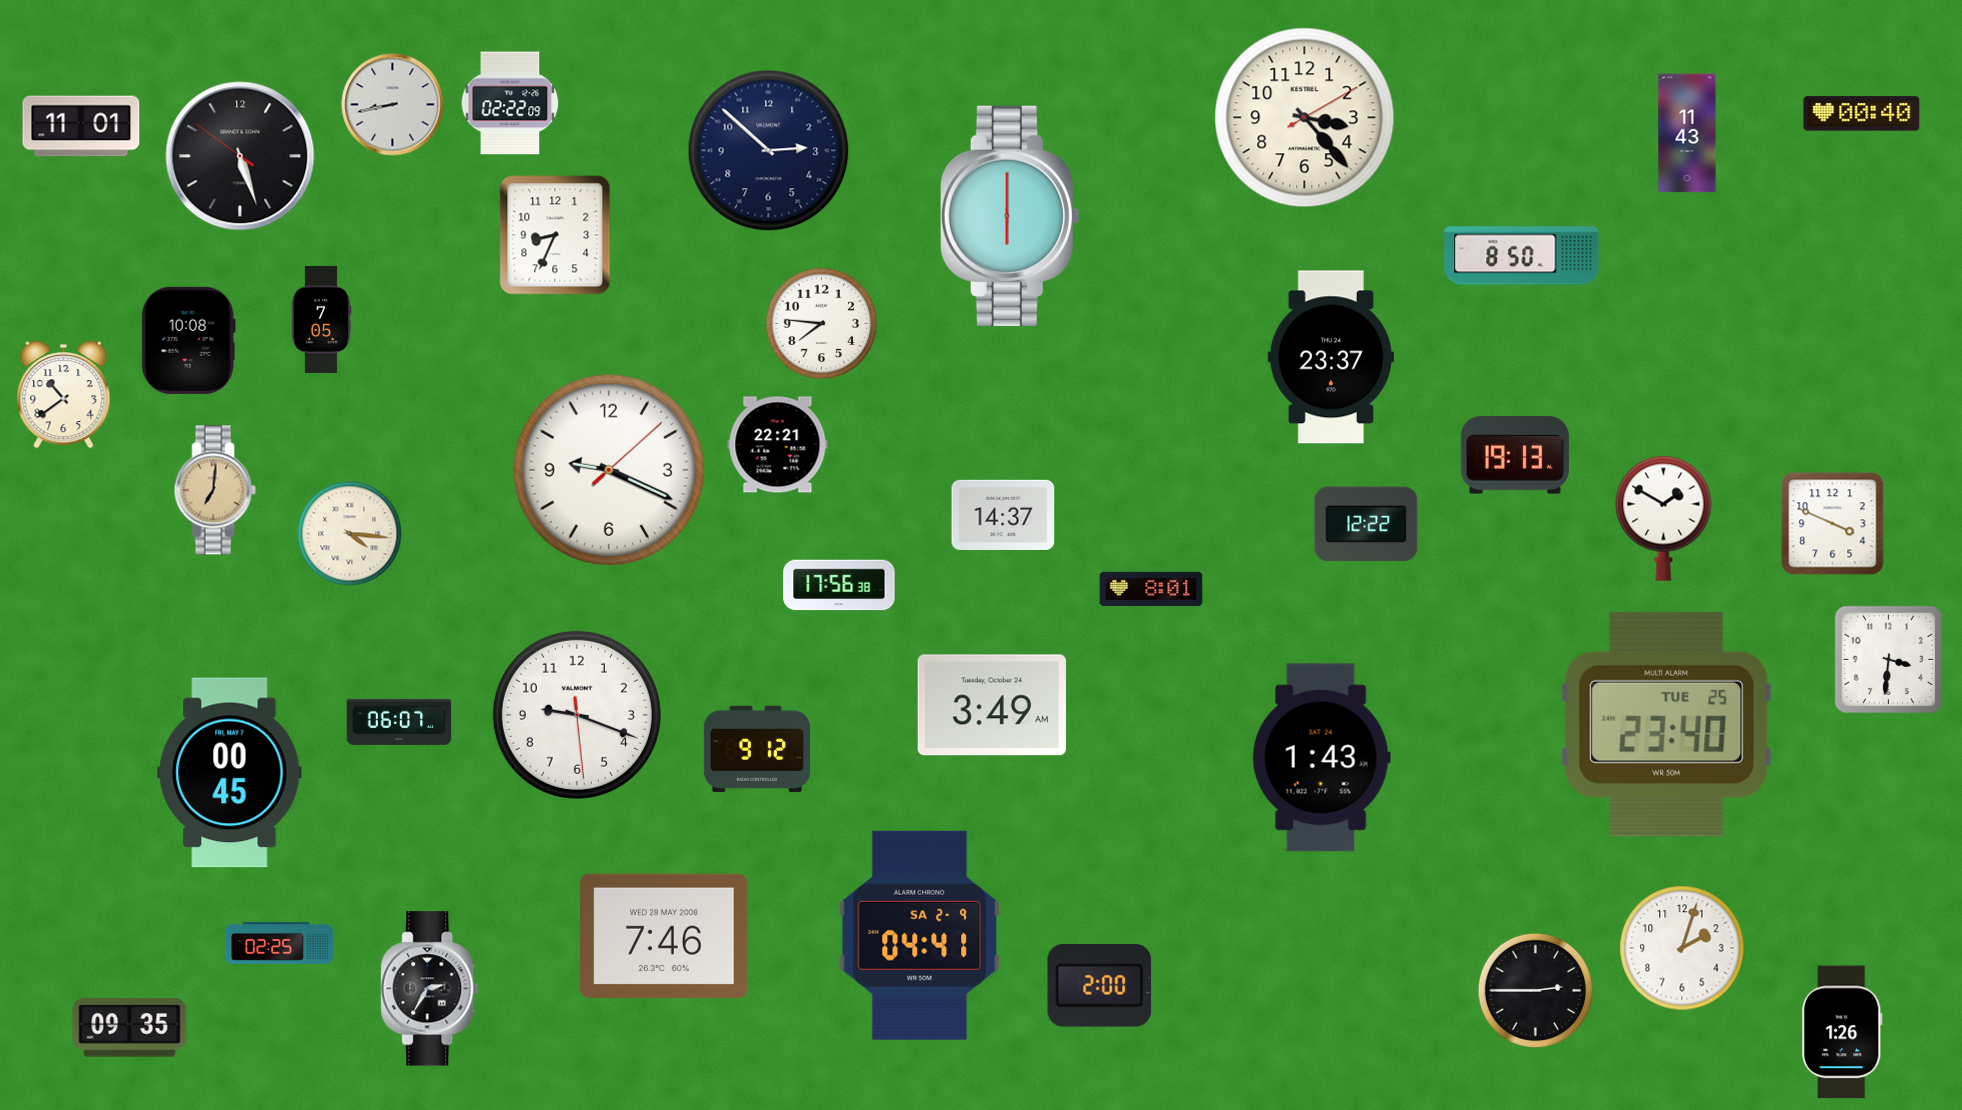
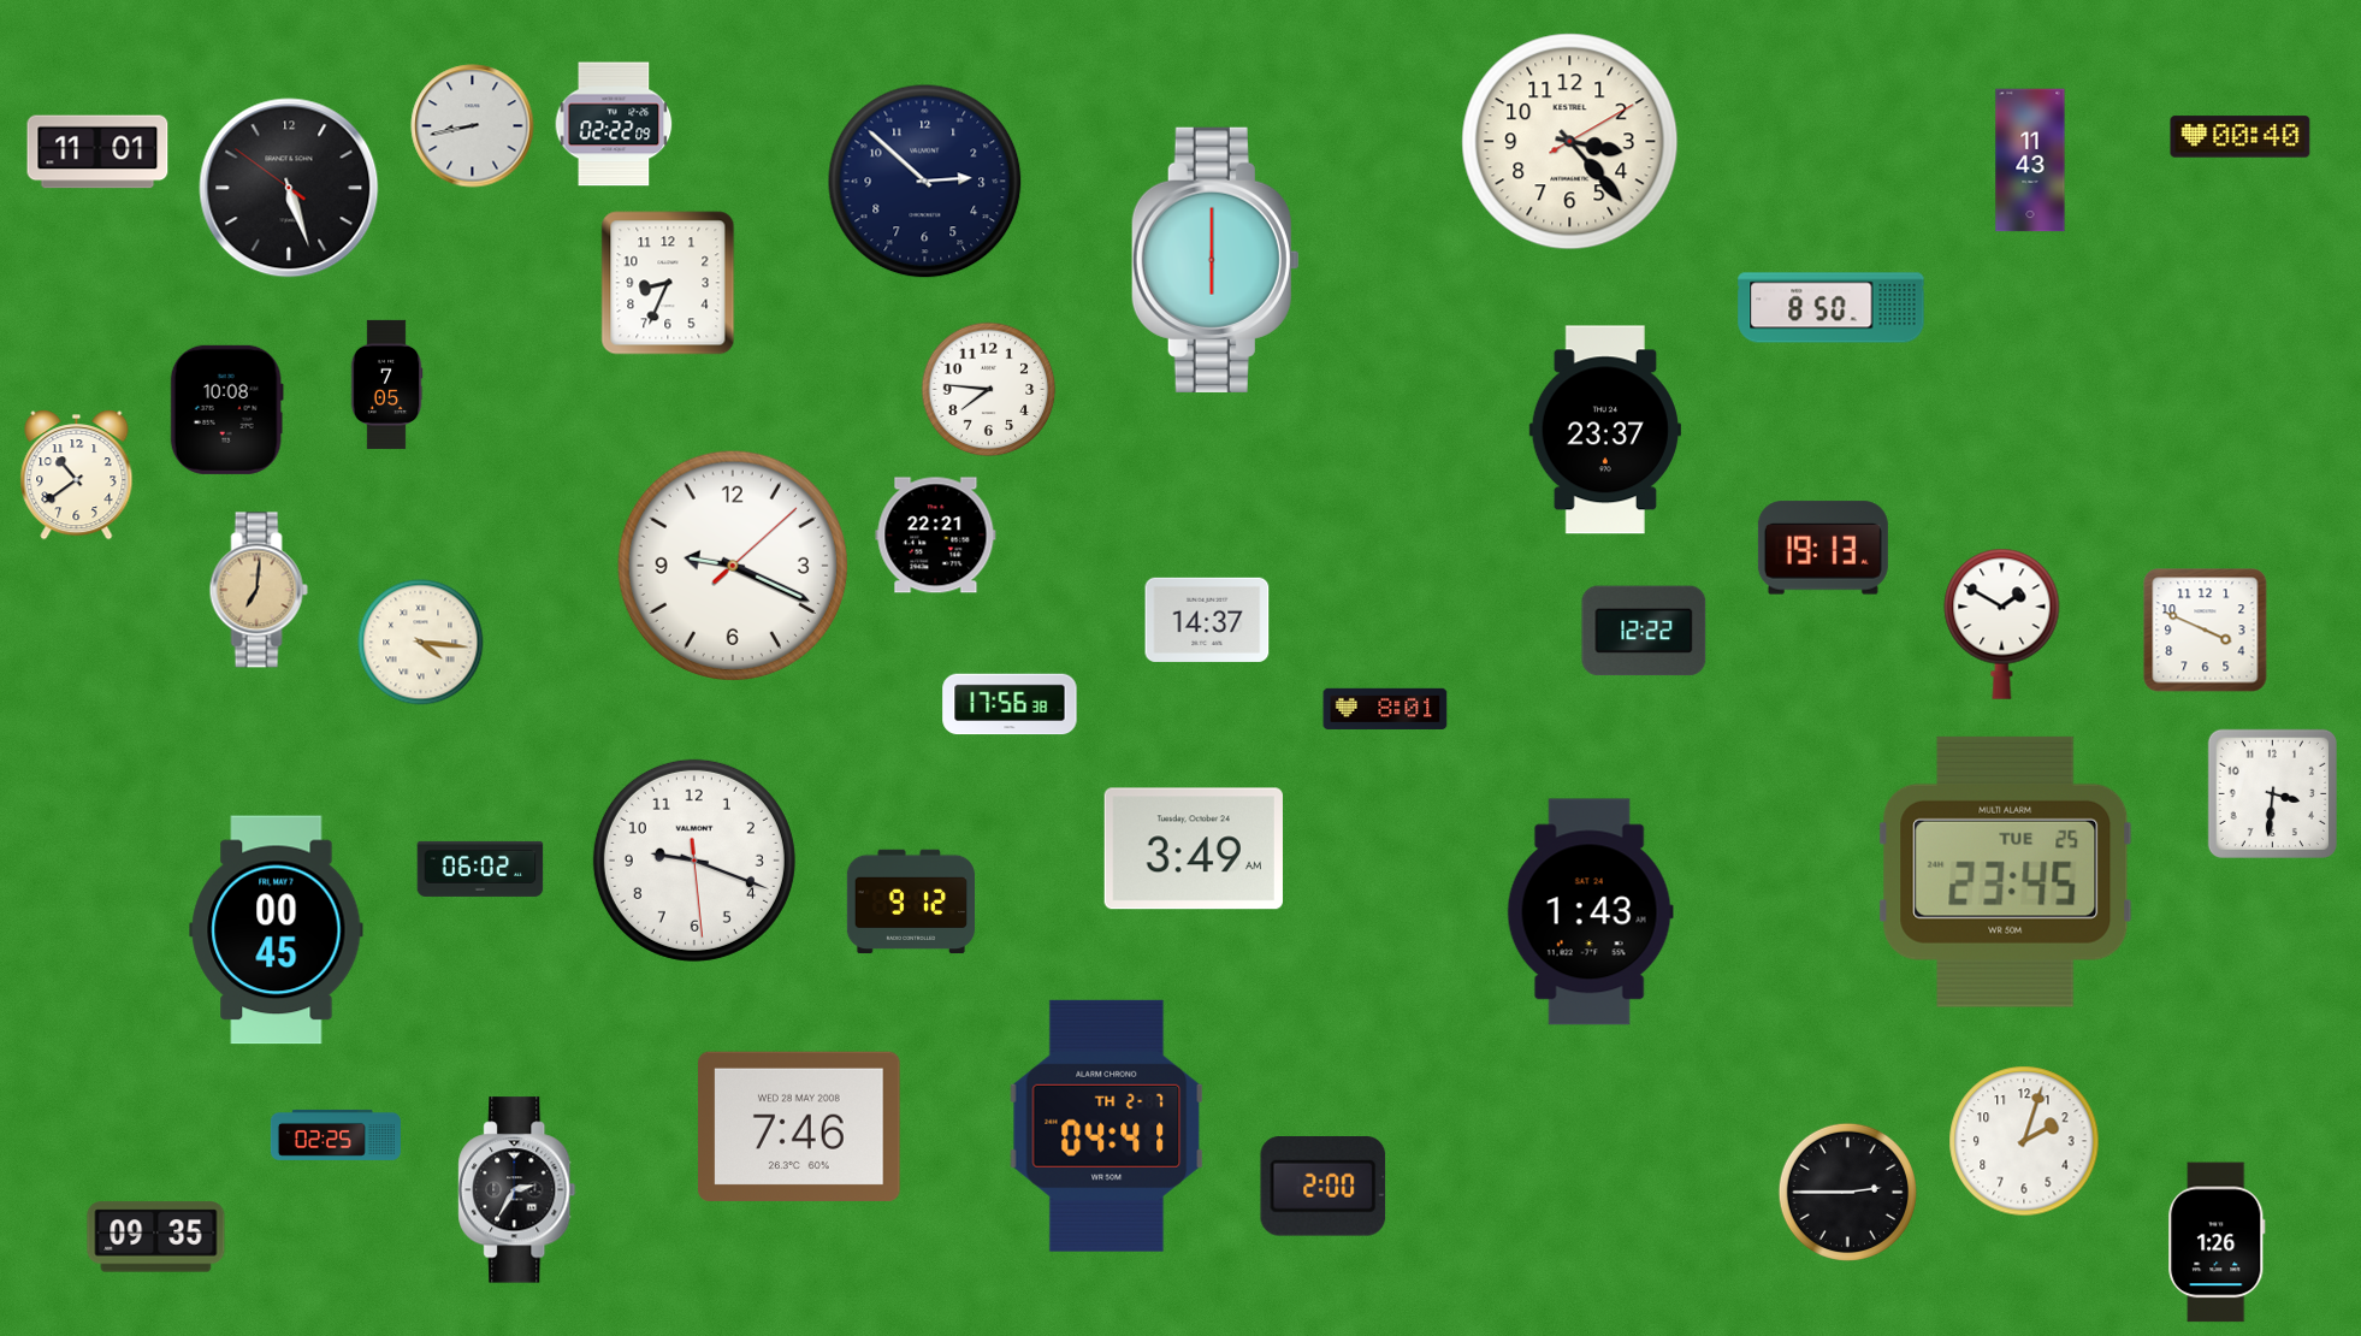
clock at (1331, 357) position: (1331, 357) -> (1605, 430)
clock at (399, 722): 06:07 -> 06:02
clock at (1667, 724): 23:40 -> 23:45
clock at (920, 935) date: SA 2-9 -> TH 2-7
